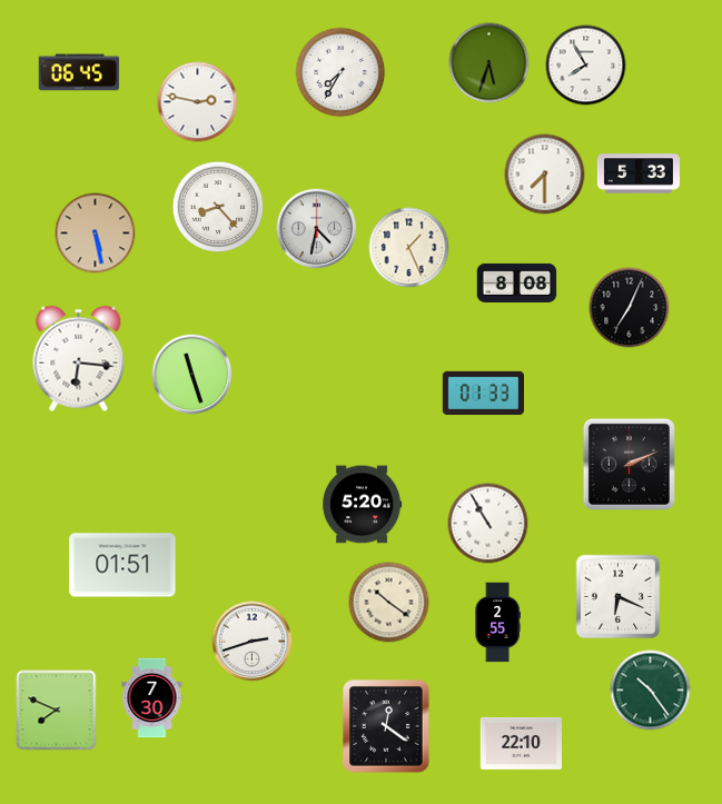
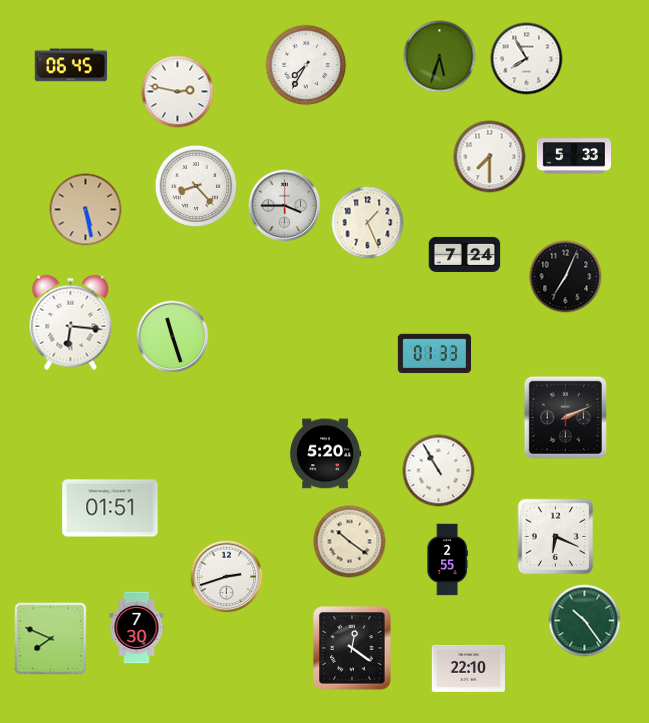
clock at (317, 229): 4:32 -> 3:45
clock at (517, 282): 8:08 -> 7:24
clock at (386, 726) position: (386, 726) -> (352, 648)
